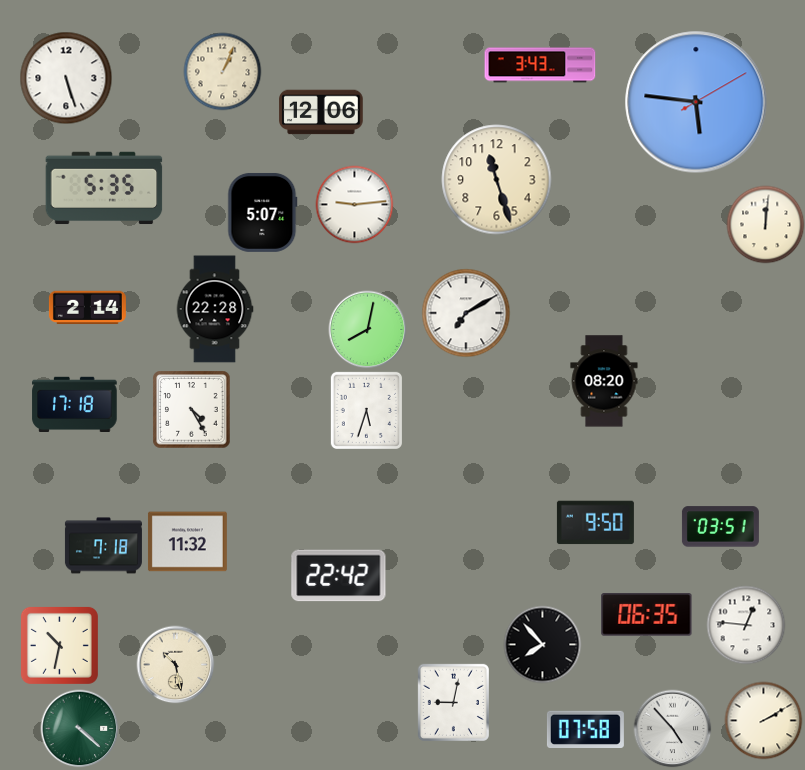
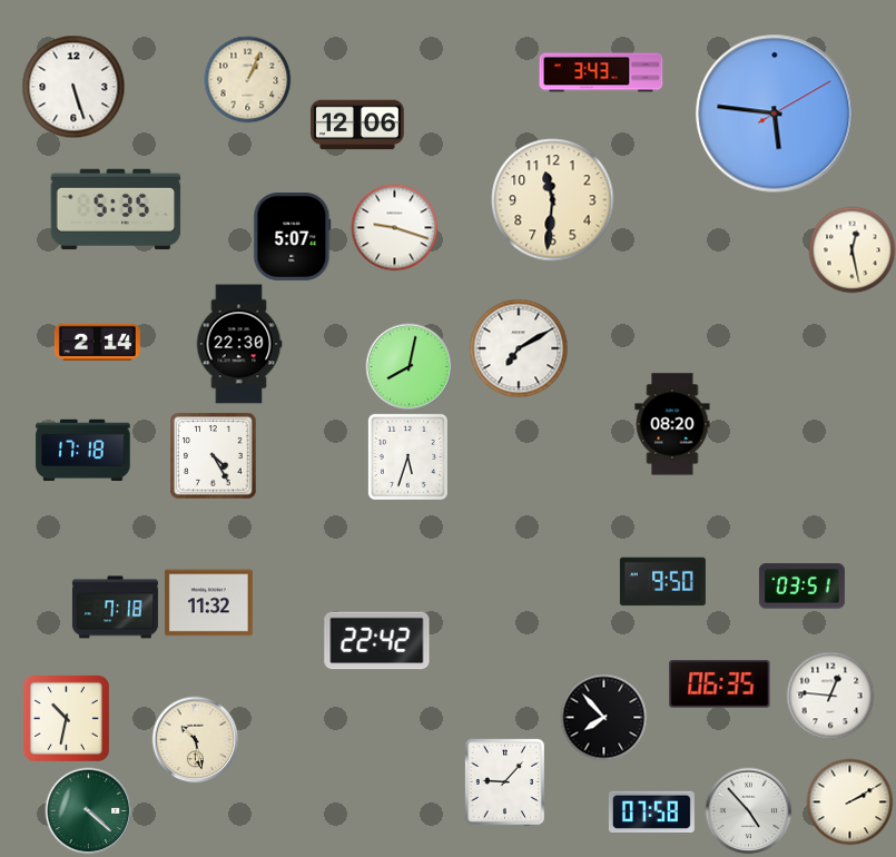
clock at (497, 180): 11:27 -> 11:31
clock at (354, 204): 9:14 -> 9:18
clock at (765, 224): 12:01 -> 12:28
clock at (215, 309): 22:28 -> 22:30
clock at (453, 702): 9:02 -> 9:07
